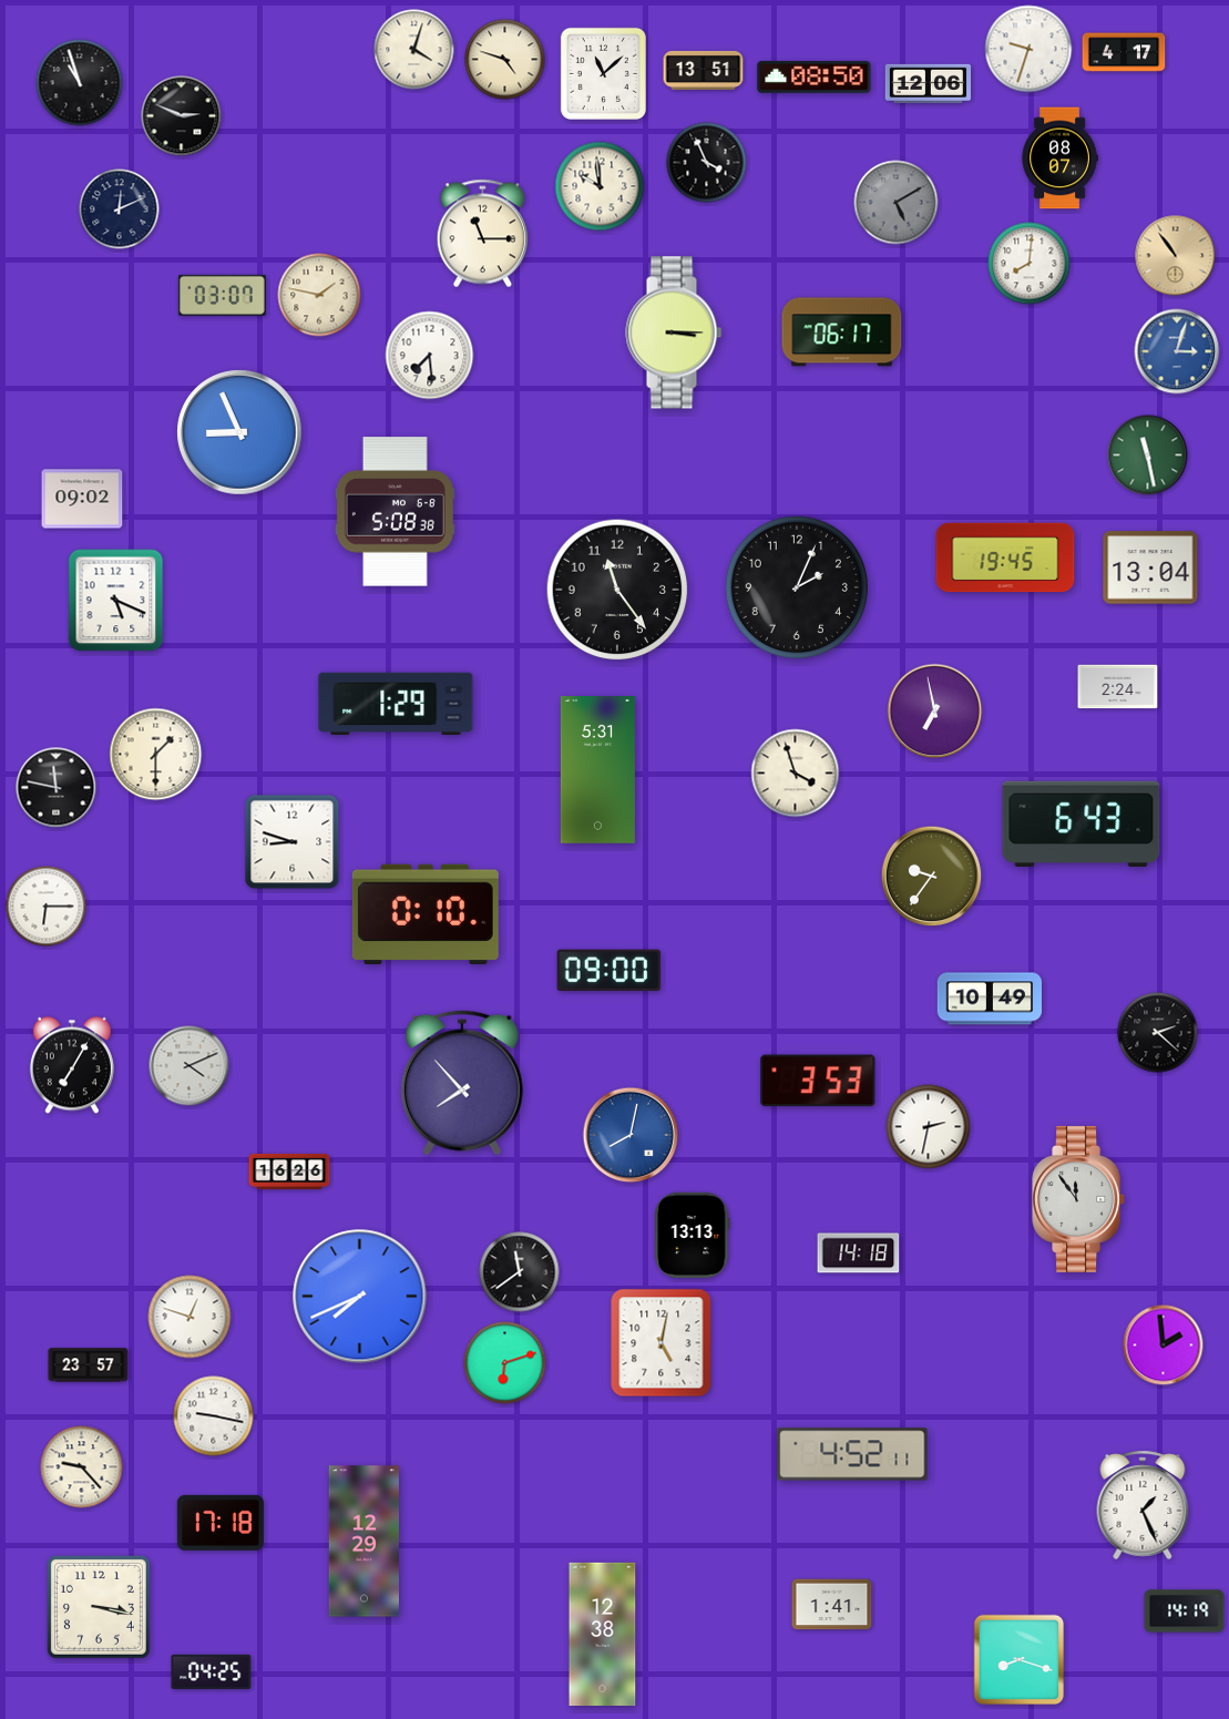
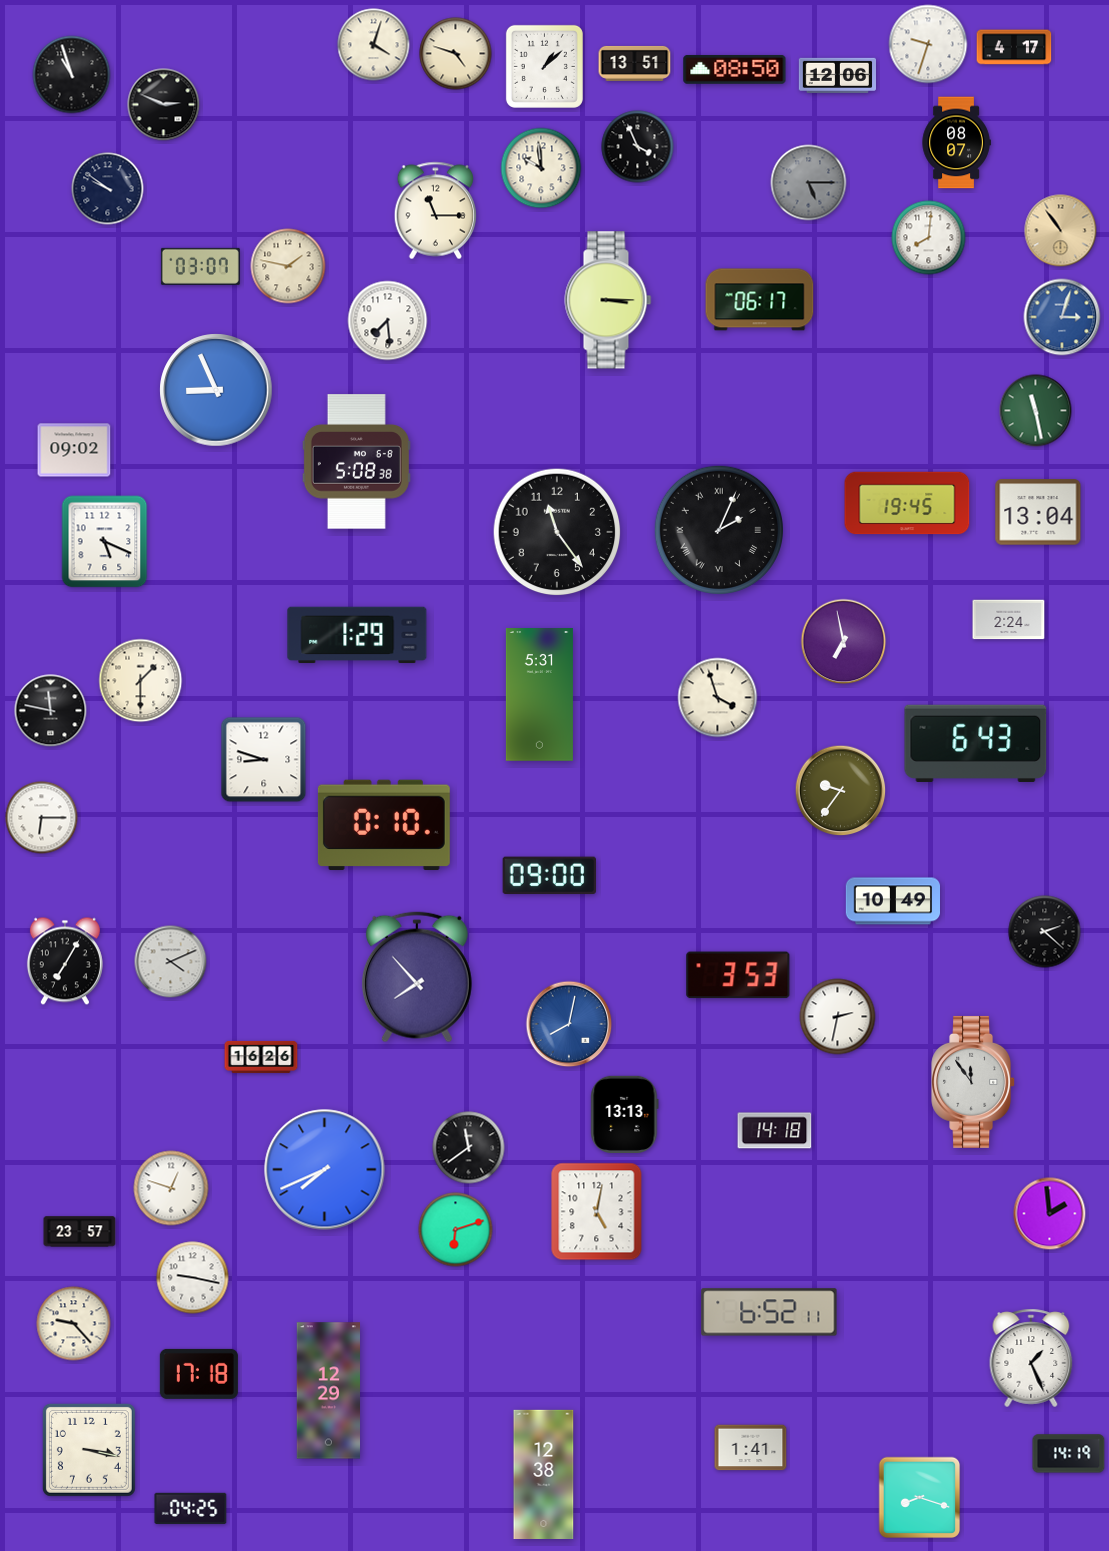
clock at (603, 73): 11:08 -> 1:08
clock at (897, 203): 5:10 -> 5:15
clock at (120, 209): 12:11 -> 9:51
clock at (796, 586) numerals: Arabic -> Roman
clock at (852, 1454): 4:52 -> 6:52
